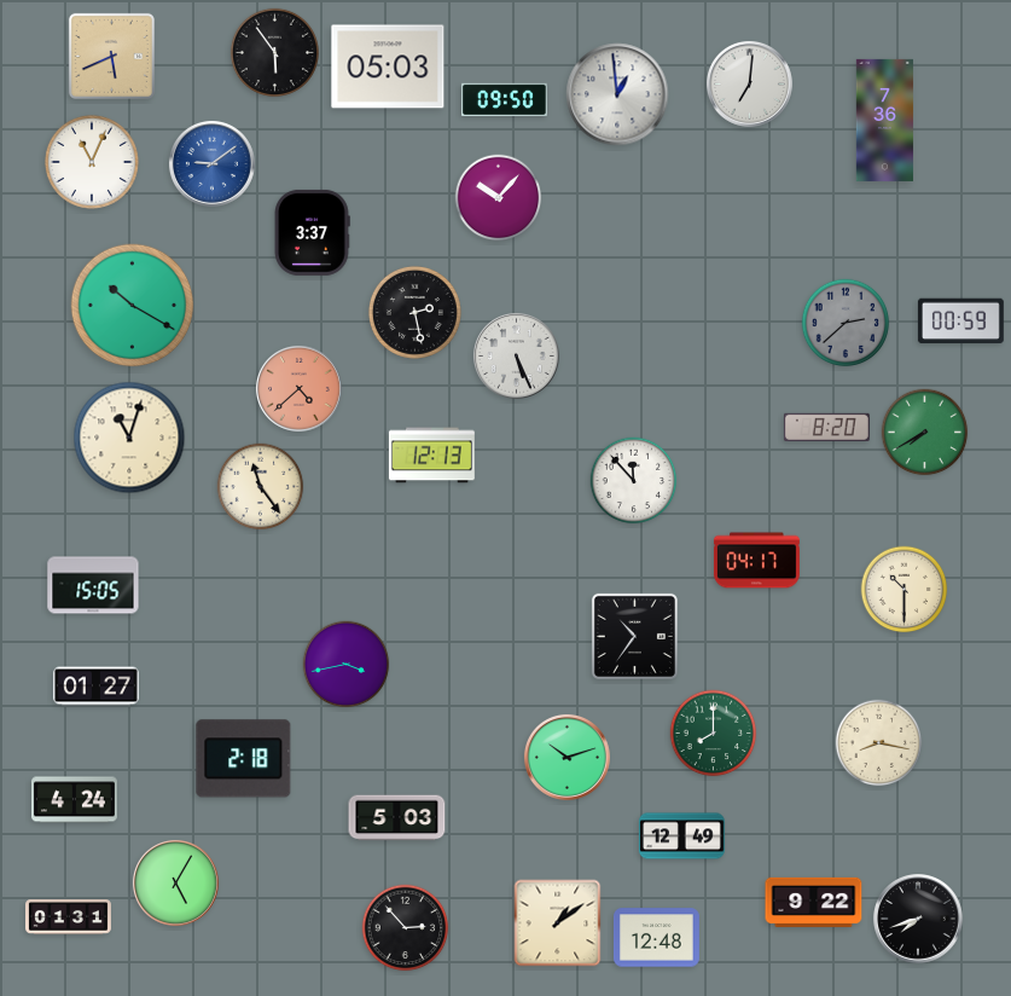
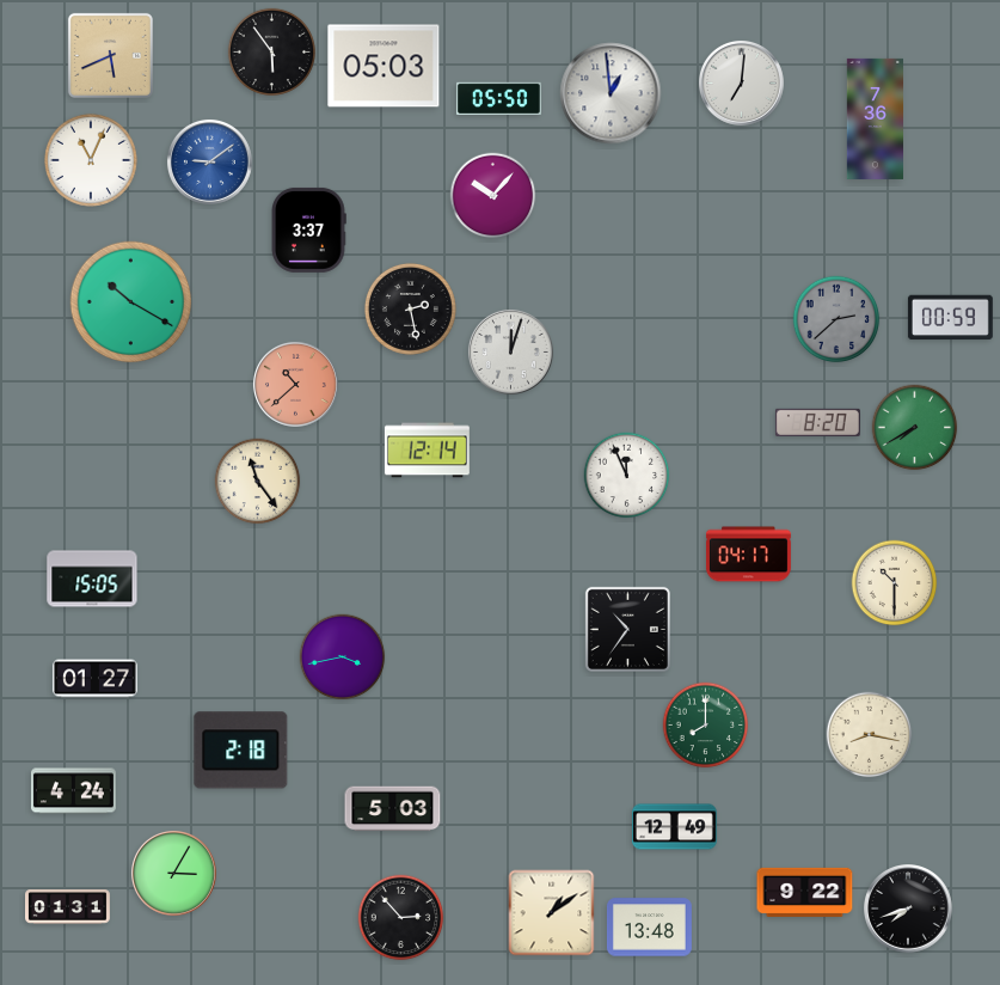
clock at (504, 99): 09:50 -> 05:50
clock at (516, 355): 5:26 -> 12:03
clock at (298, 388): 4:38 -> 10:38
clock at (129, 438): 11:03 -> none
clock at (431, 456): 12:13 -> 12:14
clock at (634, 481): 11:53 -> 11:56
clock at (566, 757): 10:12 -> none
clock at (175, 882): 5:05 -> 3:05
clock at (656, 938): 12:48 -> 13:48
